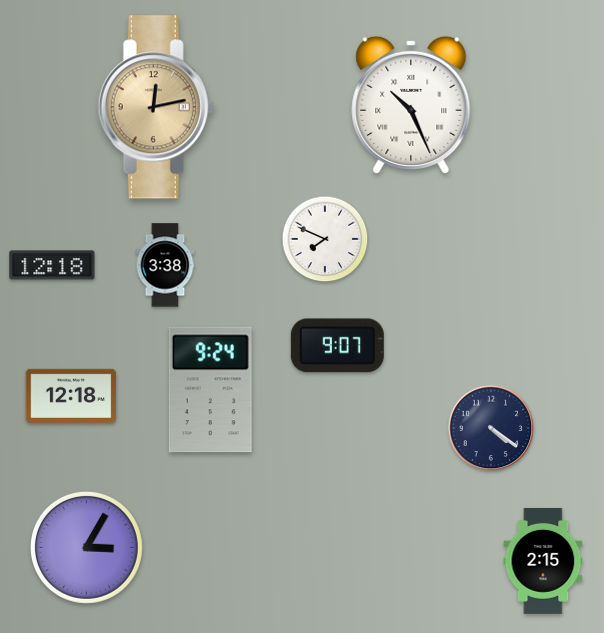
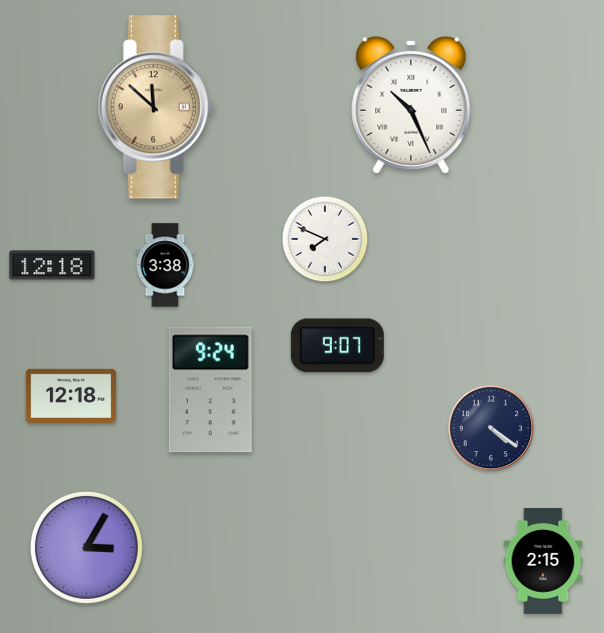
clock at (156, 107): 12:13 -> 11:52
